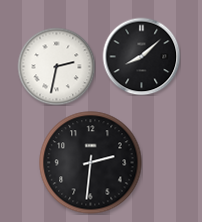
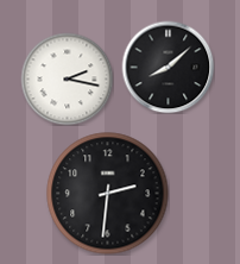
clock at (56, 66): 2:32 -> 2:17
